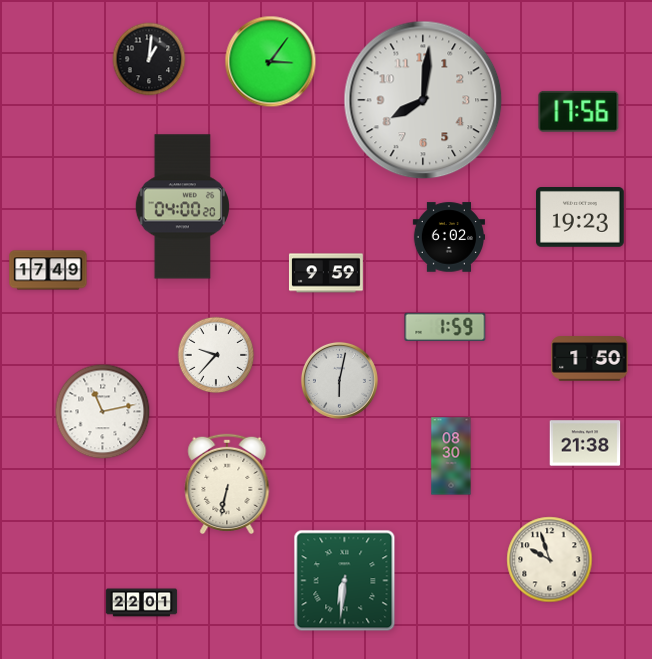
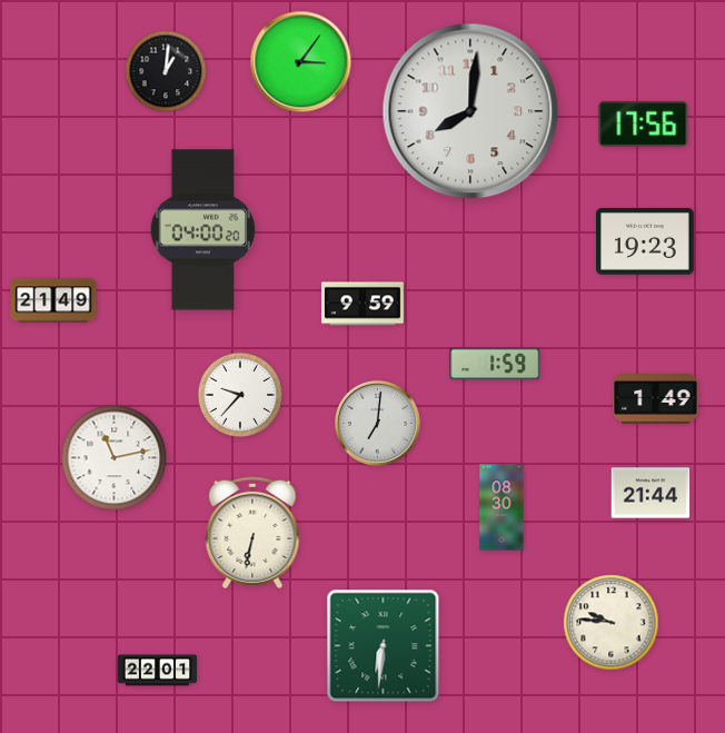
clock at (149, 59) position: (149, 59) -> (166, 71)
clock at (271, 62) position: (271, 62) -> (301, 62)
clock at (448, 237): 6:02 -> none
clock at (48, 270): 17:49 -> 21:49
clock at (590, 359): 1:50 -> 1:49
clock at (339, 380): 6:02 -> 7:01
clock at (585, 443): 21:38 -> 21:44
clock at (227, 483) position: (227, 483) -> (252, 532)
clock at (550, 560): 9:57 -> 9:46
